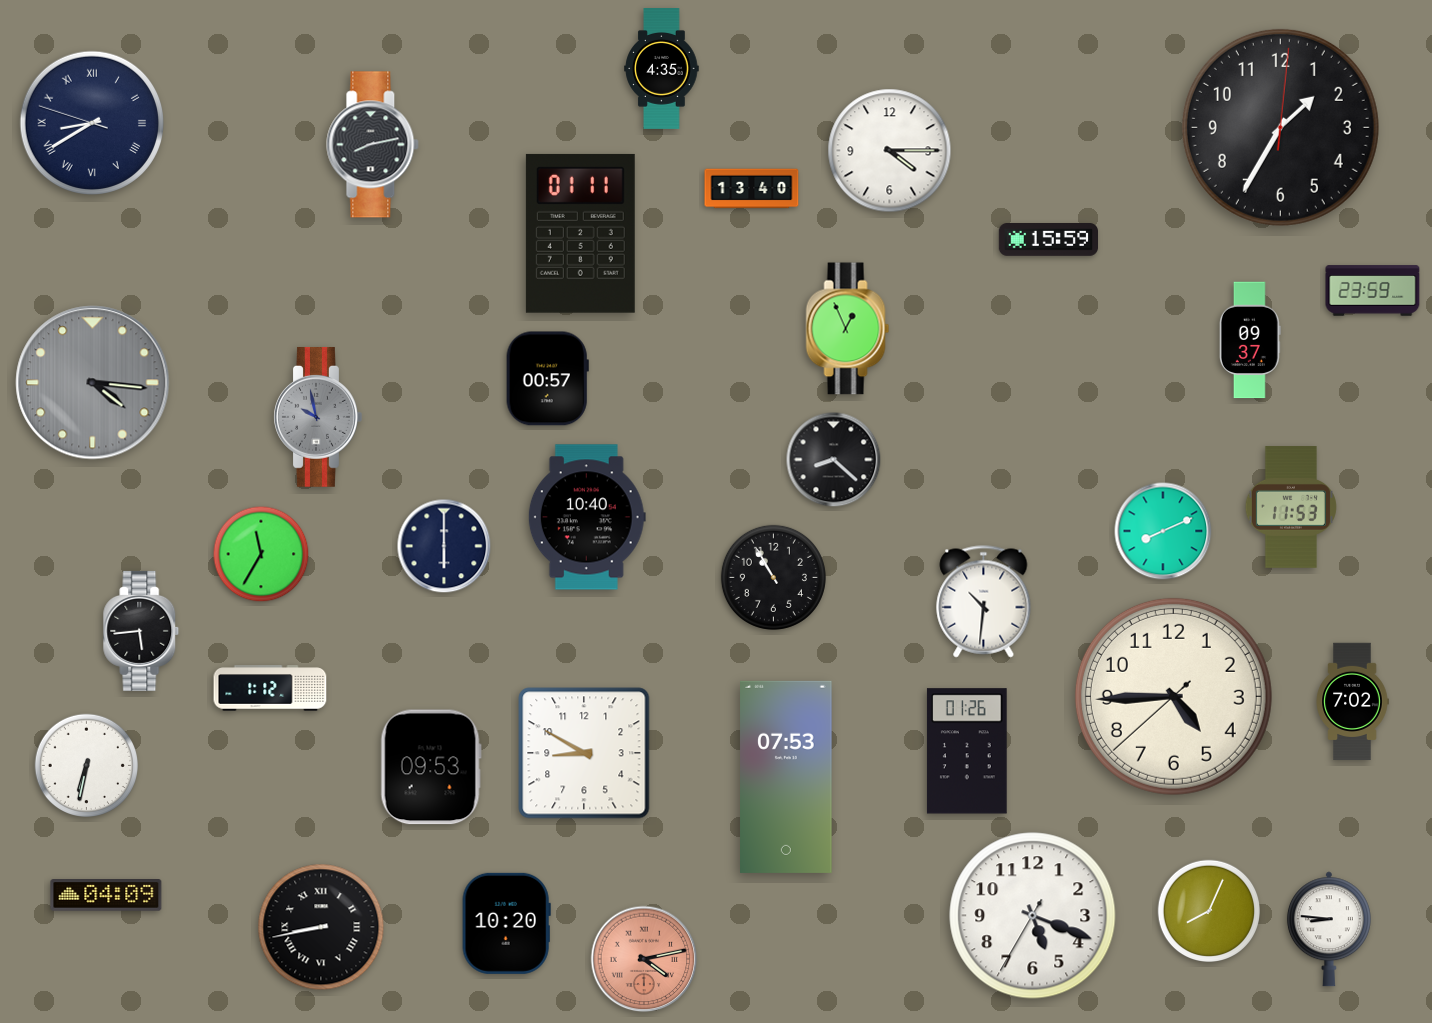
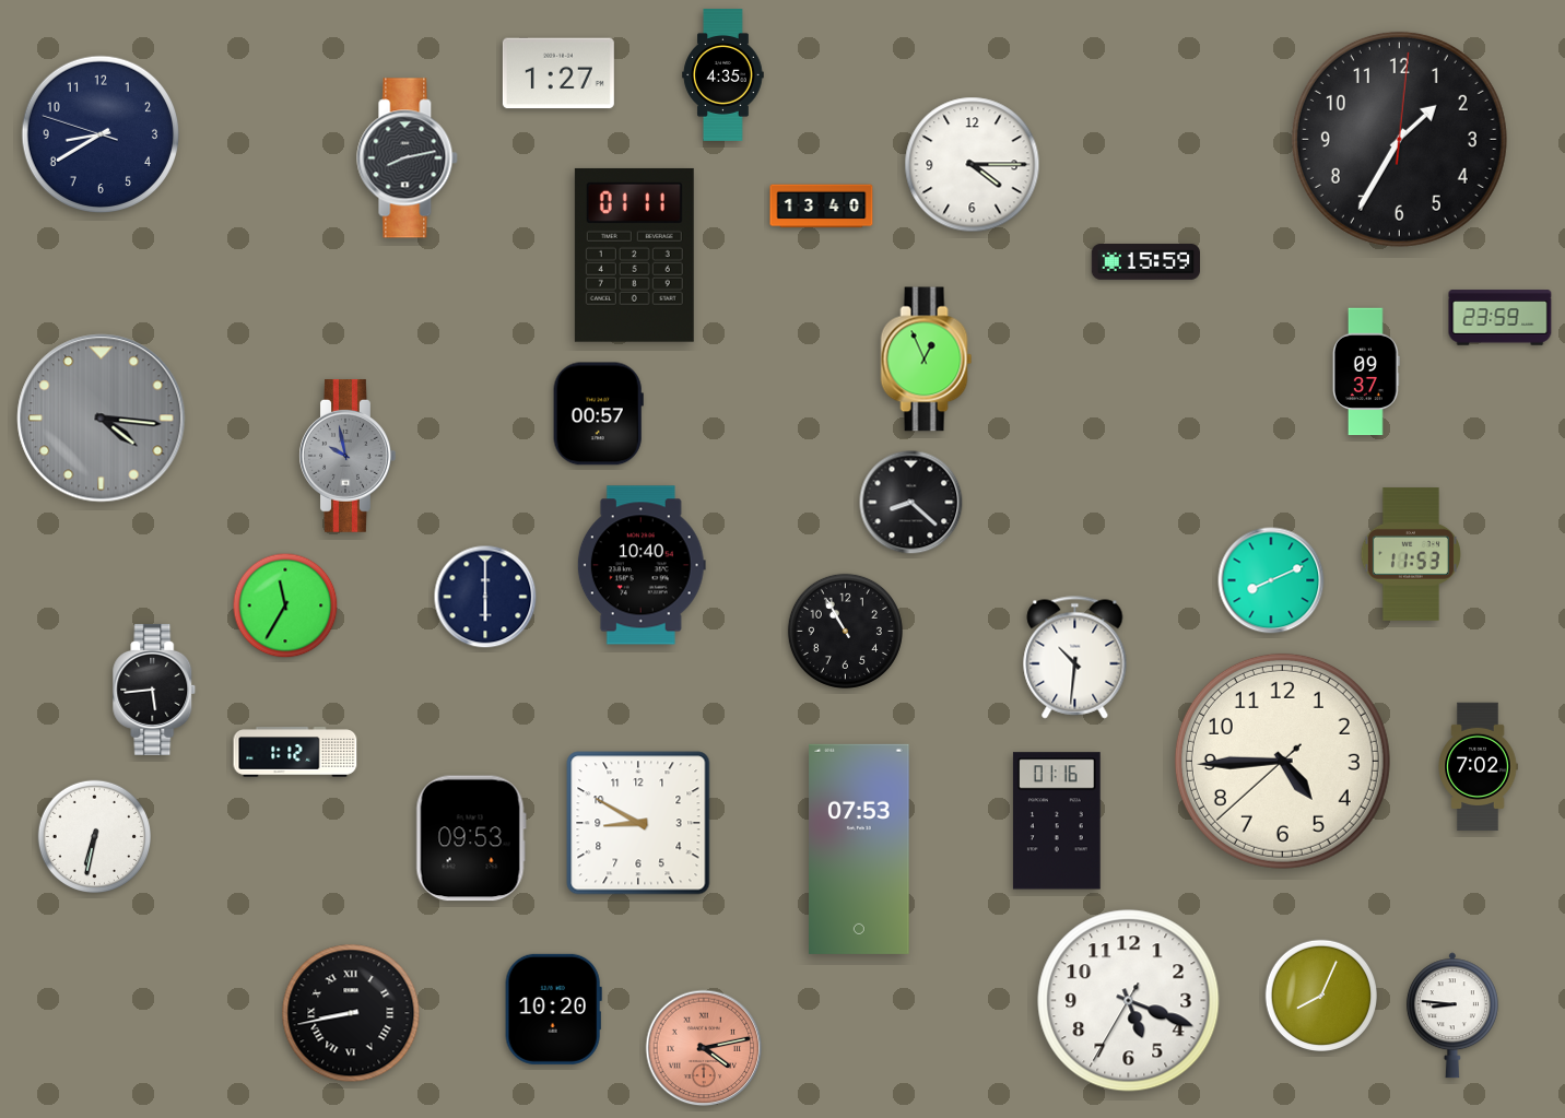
clock at (558, 73): none -> 1:27
clock at (91, 122) numerals: Roman -> Arabic
clock at (967, 751): 01:26 -> 01:16
clock at (106, 895): 04:09 -> none
